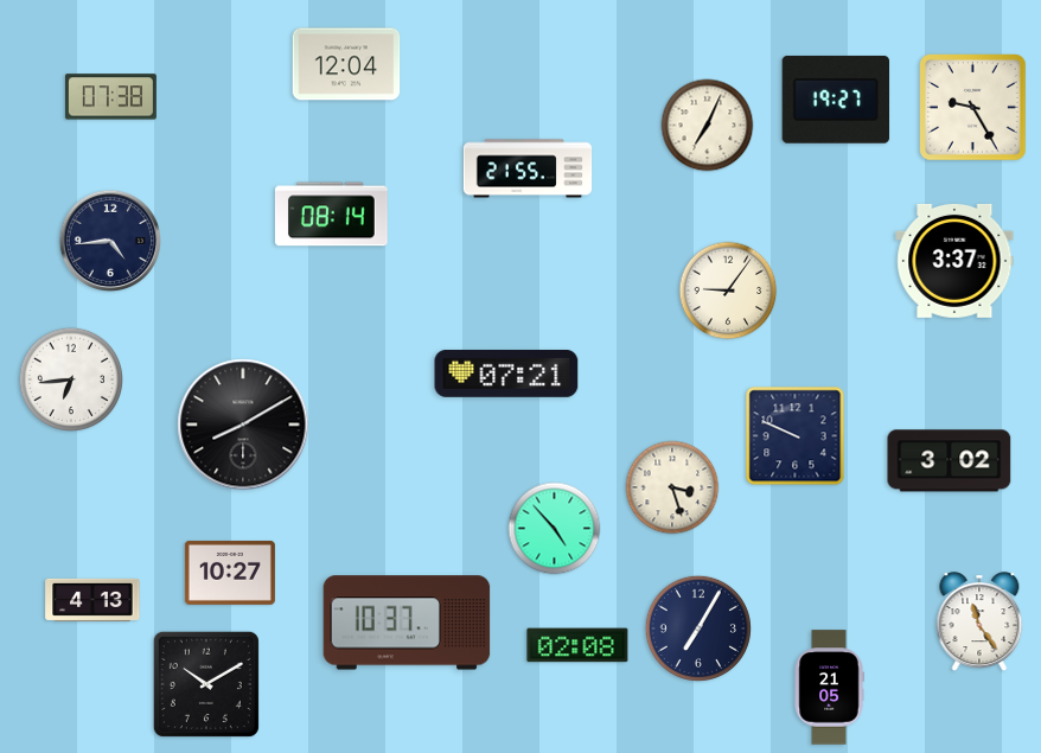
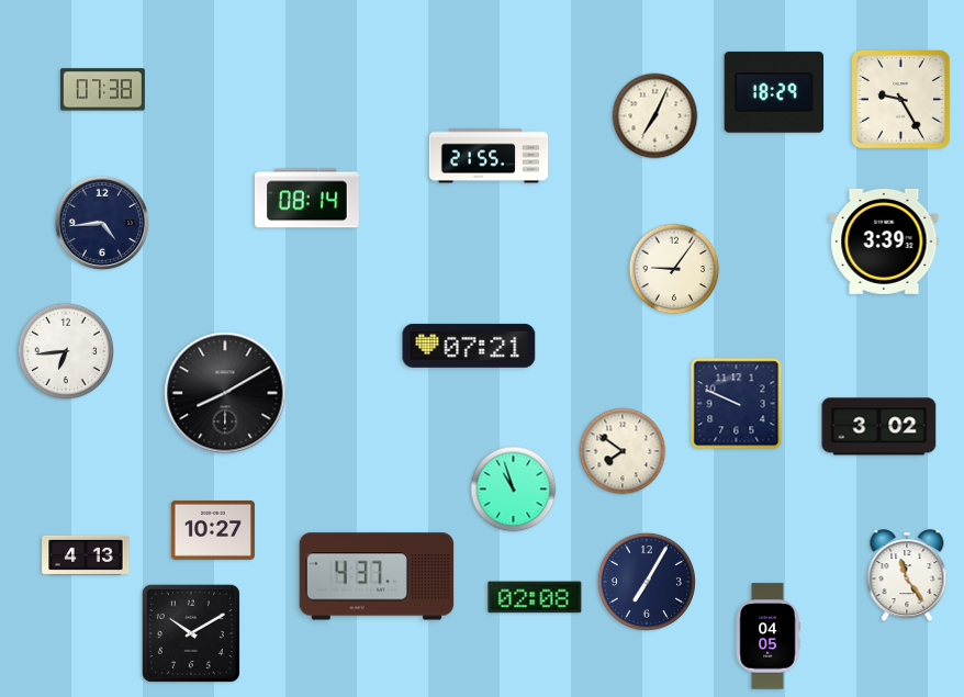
clock at (346, 64): 12:04 -> none
clock at (836, 100): 19:27 -> 18:29
clock at (954, 261): 3:37 -> 3:39
clock at (672, 487): 3:27 -> 7:51
clock at (555, 529): 4:53 -> 10:57
clock at (407, 623): 10:37 -> 4:37
clock at (829, 688): 21:05 -> 04:05
